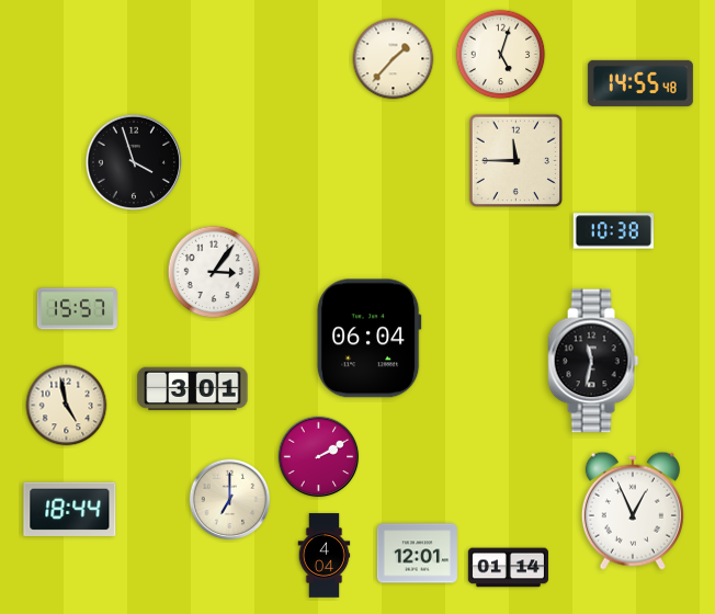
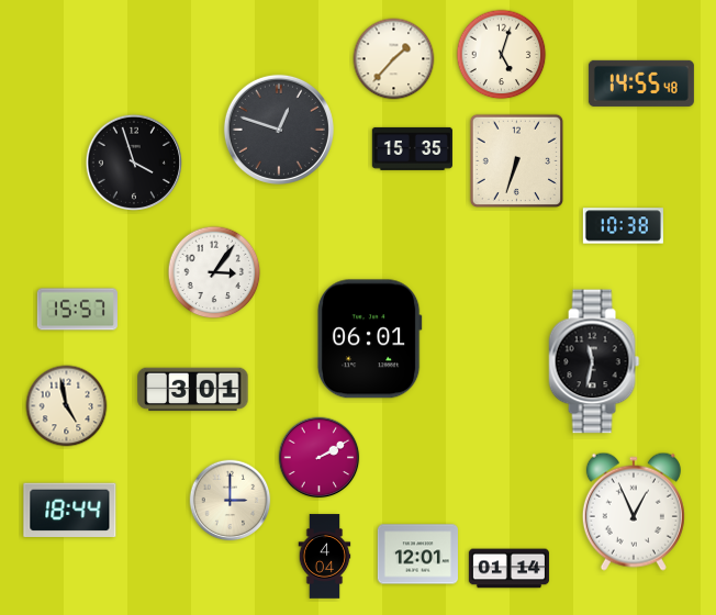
clock at (279, 130): none -> 12:48
clock at (412, 148): none -> 15:35
clock at (515, 160): 11:45 -> 6:33
clock at (613, 231) position: (613, 231) -> (623, 226)
clock at (368, 339): 06:04 -> 06:01
clock at (230, 500): 7:00 -> 3:00
